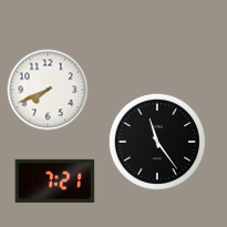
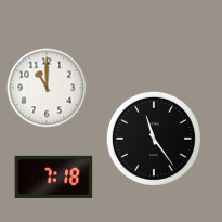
clock at (48, 90): 7:41 -> 11:00
clock at (55, 180): 7:21 -> 7:18
